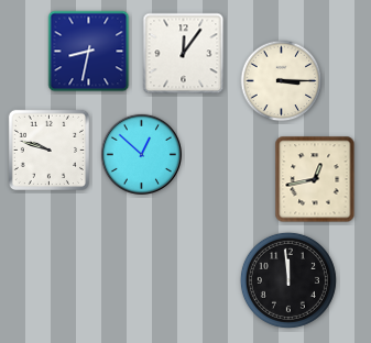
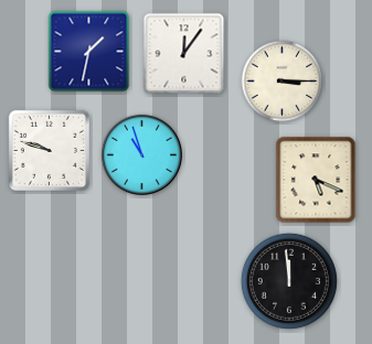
clock at (89, 52): 8:32 -> 1:32
clock at (141, 154): 12:52 -> 10:57
clock at (315, 179): 12:43 -> 5:19
